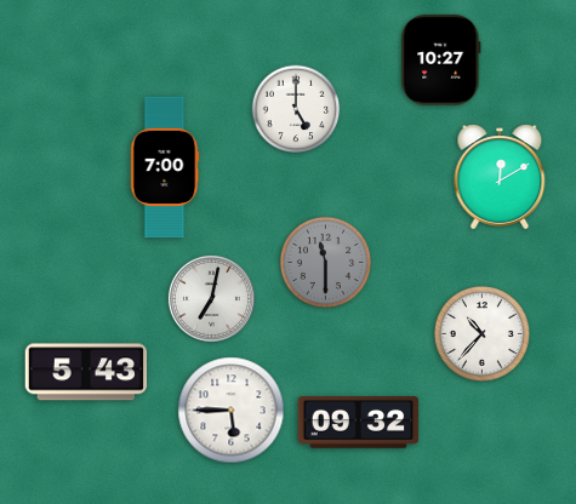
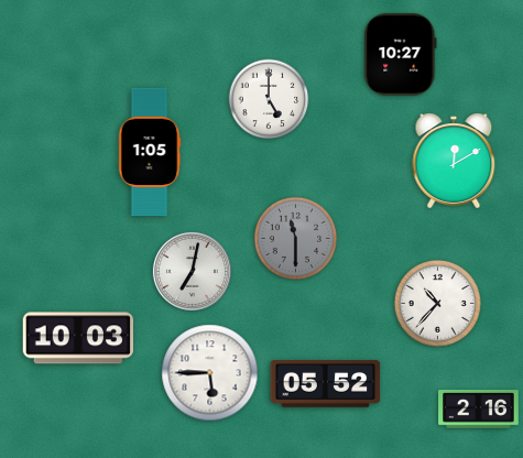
clock at (165, 167): 7:00 -> 1:05
clock at (85, 372): 5:43 -> 10:03
clock at (359, 423): 09:32 -> 05:52
clock at (479, 410): none -> 2:16
